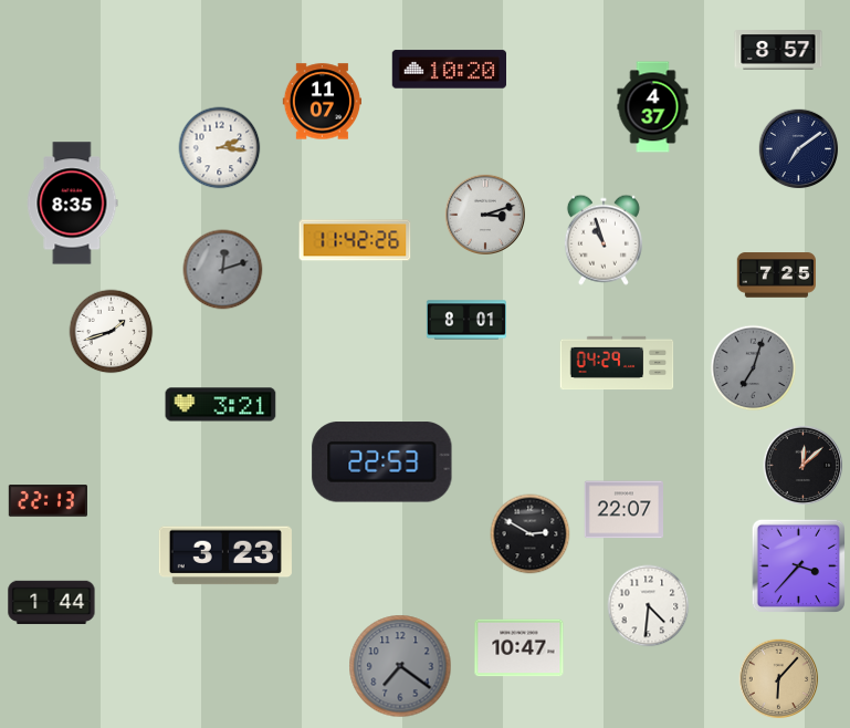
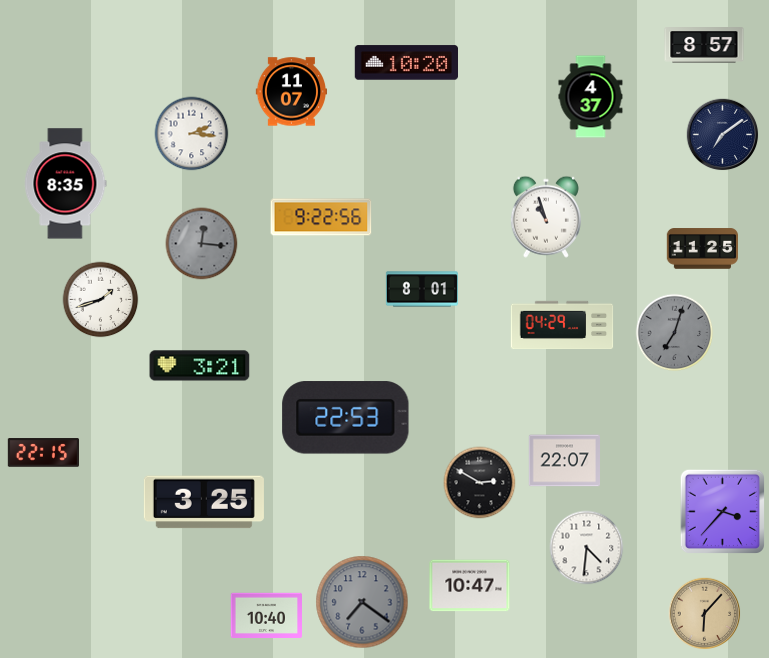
clock at (220, 148) position: (220, 148) -> (192, 134)
clock at (484, 214): 3:12 -> none
clock at (355, 240): 11:42 -> 9:22
clock at (223, 270): 12:12 -> 12:16
clock at (776, 275): 7:25 -> 11:25
clock at (617, 363) position: (617, 363) -> (562, 325)
clock at (754, 368) position: (754, 368) -> (675, 333)
clock at (804, 466): 12:08 -> none
clock at (48, 501): 22:13 -> 22:15
clock at (225, 555): 3:23 -> 3:25
clock at (52, 603): 1:44 -> none
clock at (266, 615): none -> 10:40
